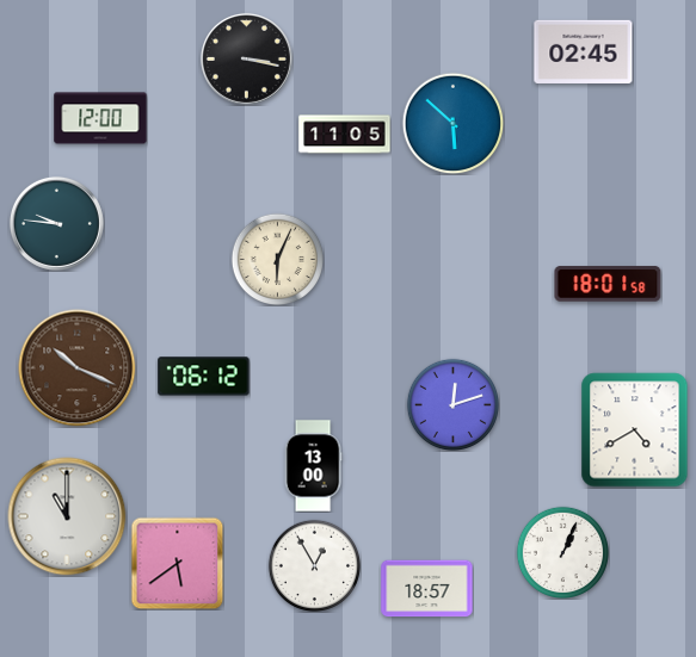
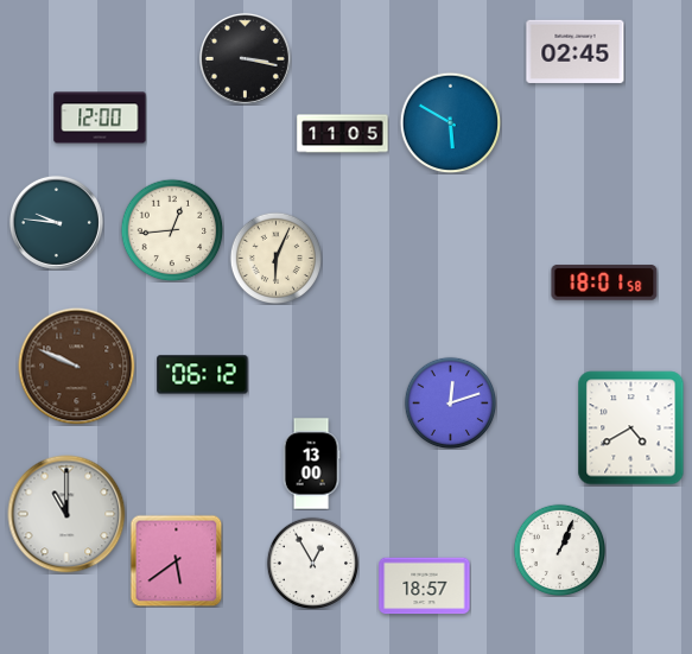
clock at (584, 51) position: (584, 51) -> (576, 51)
clock at (452, 123): 5:52 -> 5:50
clock at (172, 230): none -> 12:44
clock at (78, 368): 10:19 -> 9:49
